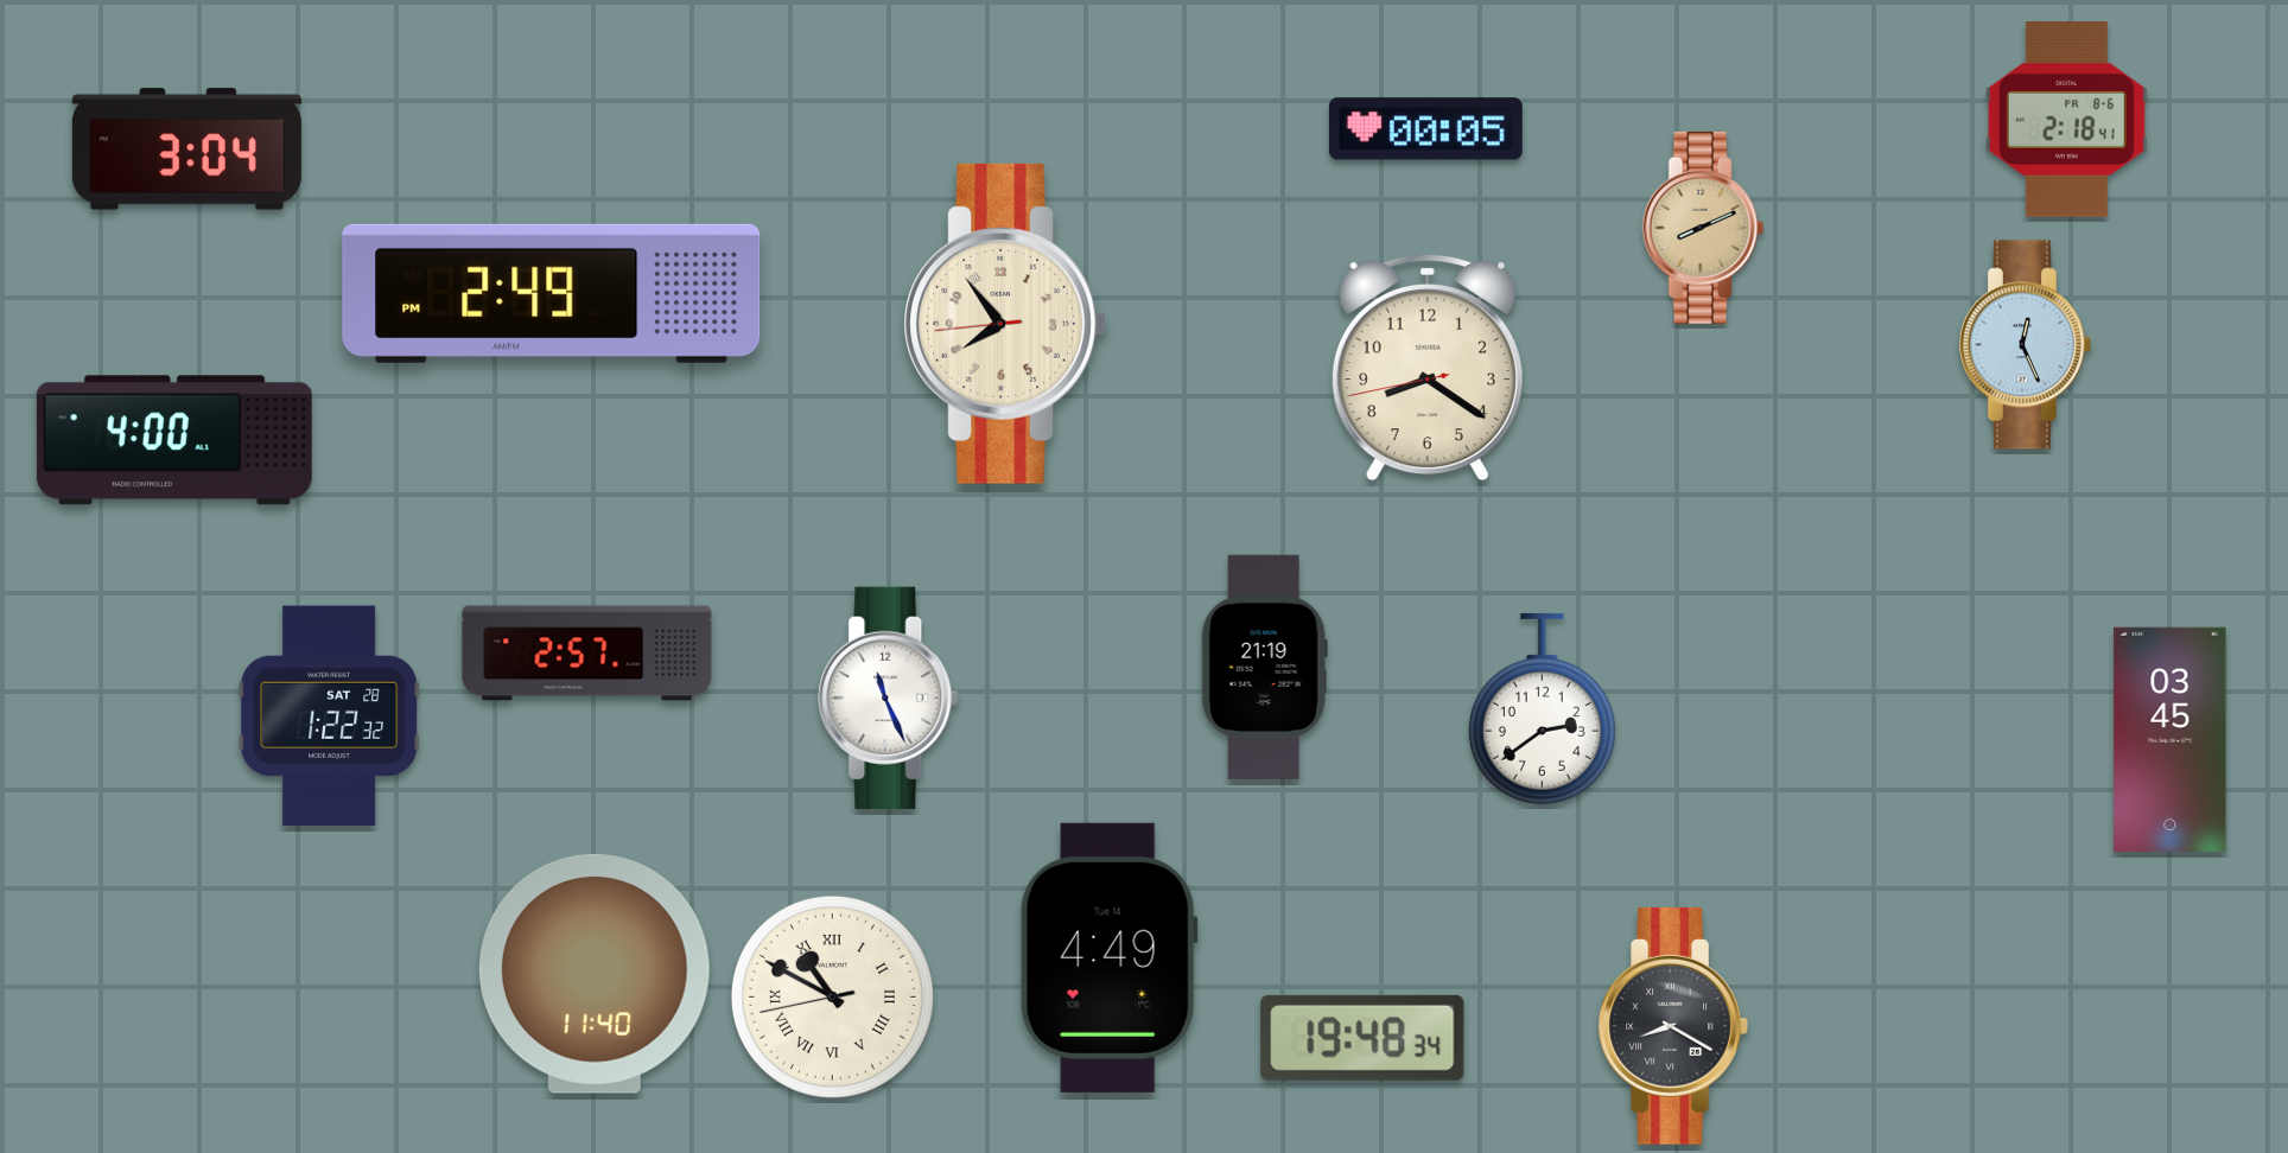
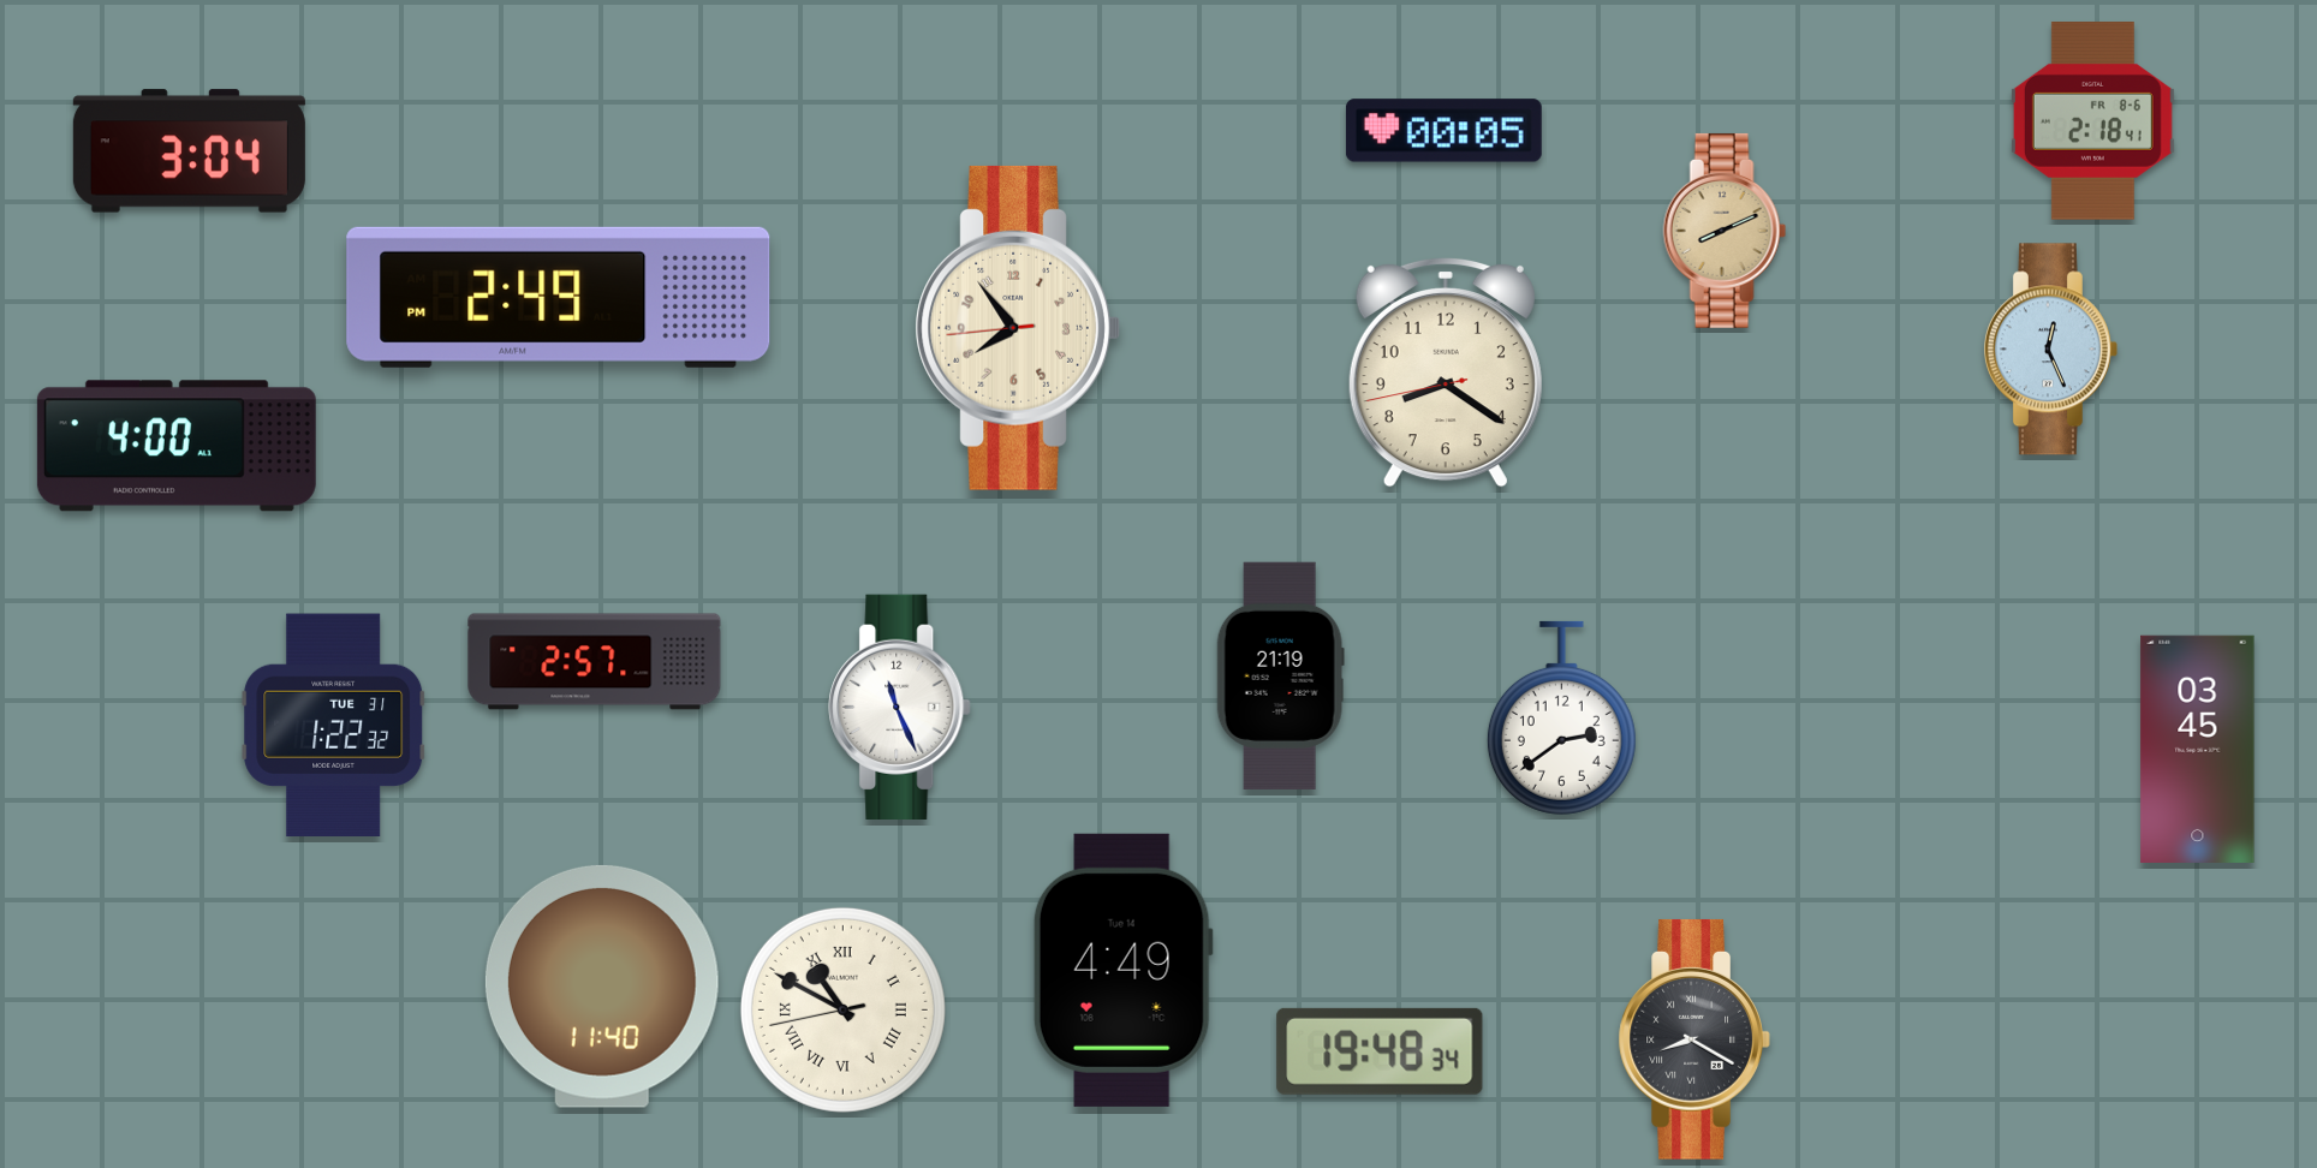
clock at (330, 716) date: SAT 28 -> TUE 31
